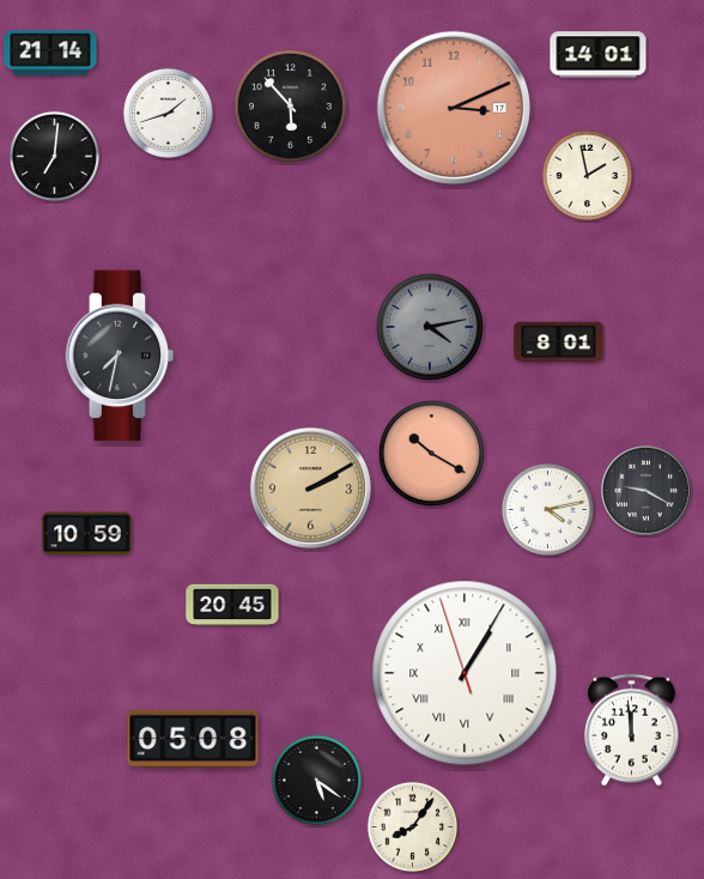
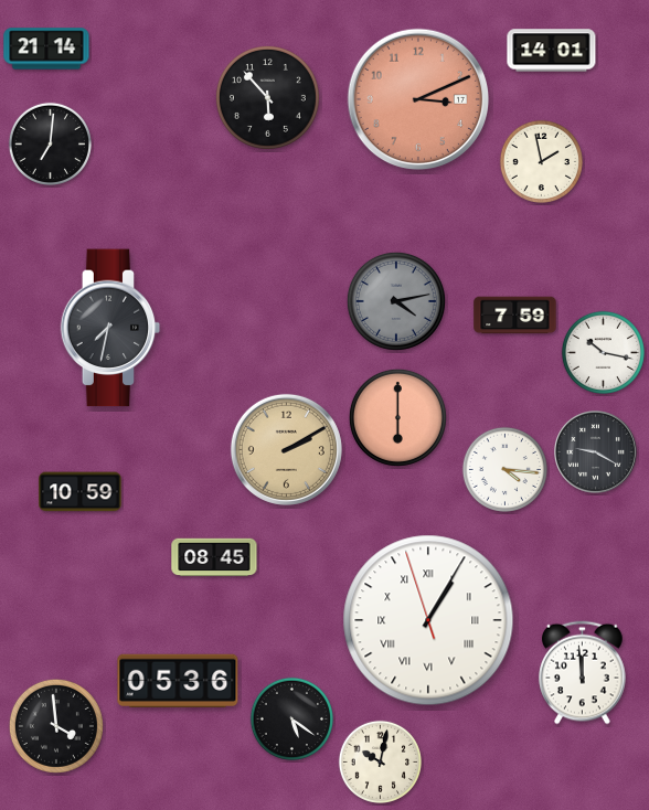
clock at (168, 113): 1:42 -> none
clock at (559, 342): 8:01 -> 7:59
clock at (603, 352): none -> 10:17
clock at (431, 453): 10:20 -> 6:00
clock at (547, 509): 4:13 -> 4:16
clock at (232, 605): 20:45 -> 08:45
clock at (193, 738): 05:08 -> 05:36
clock at (56, 726): none -> 3:59
clock at (412, 826): 8:06 -> 10:02
